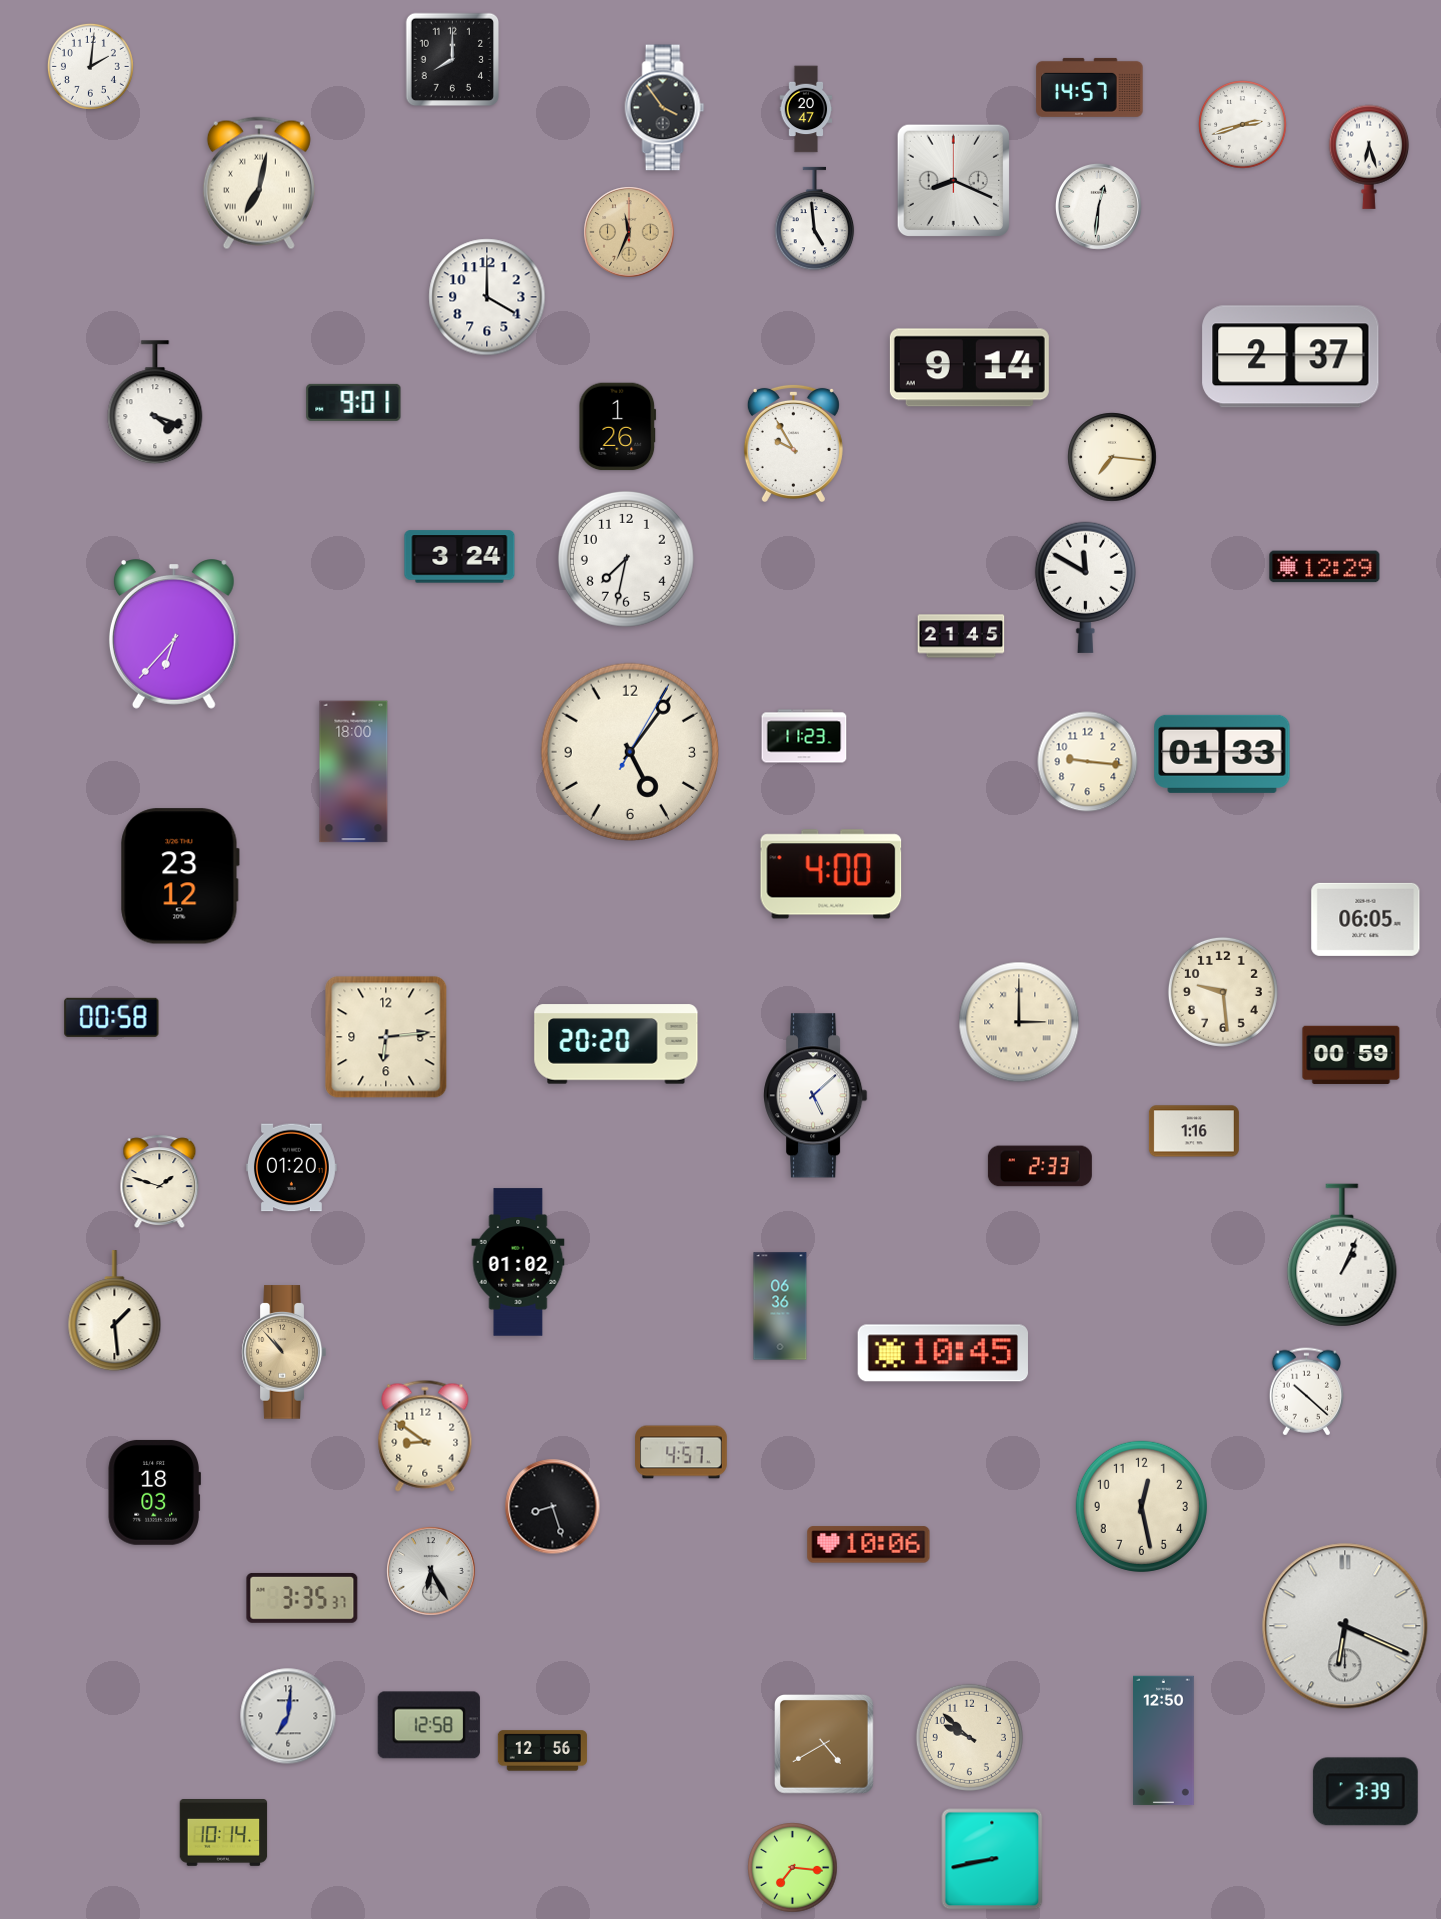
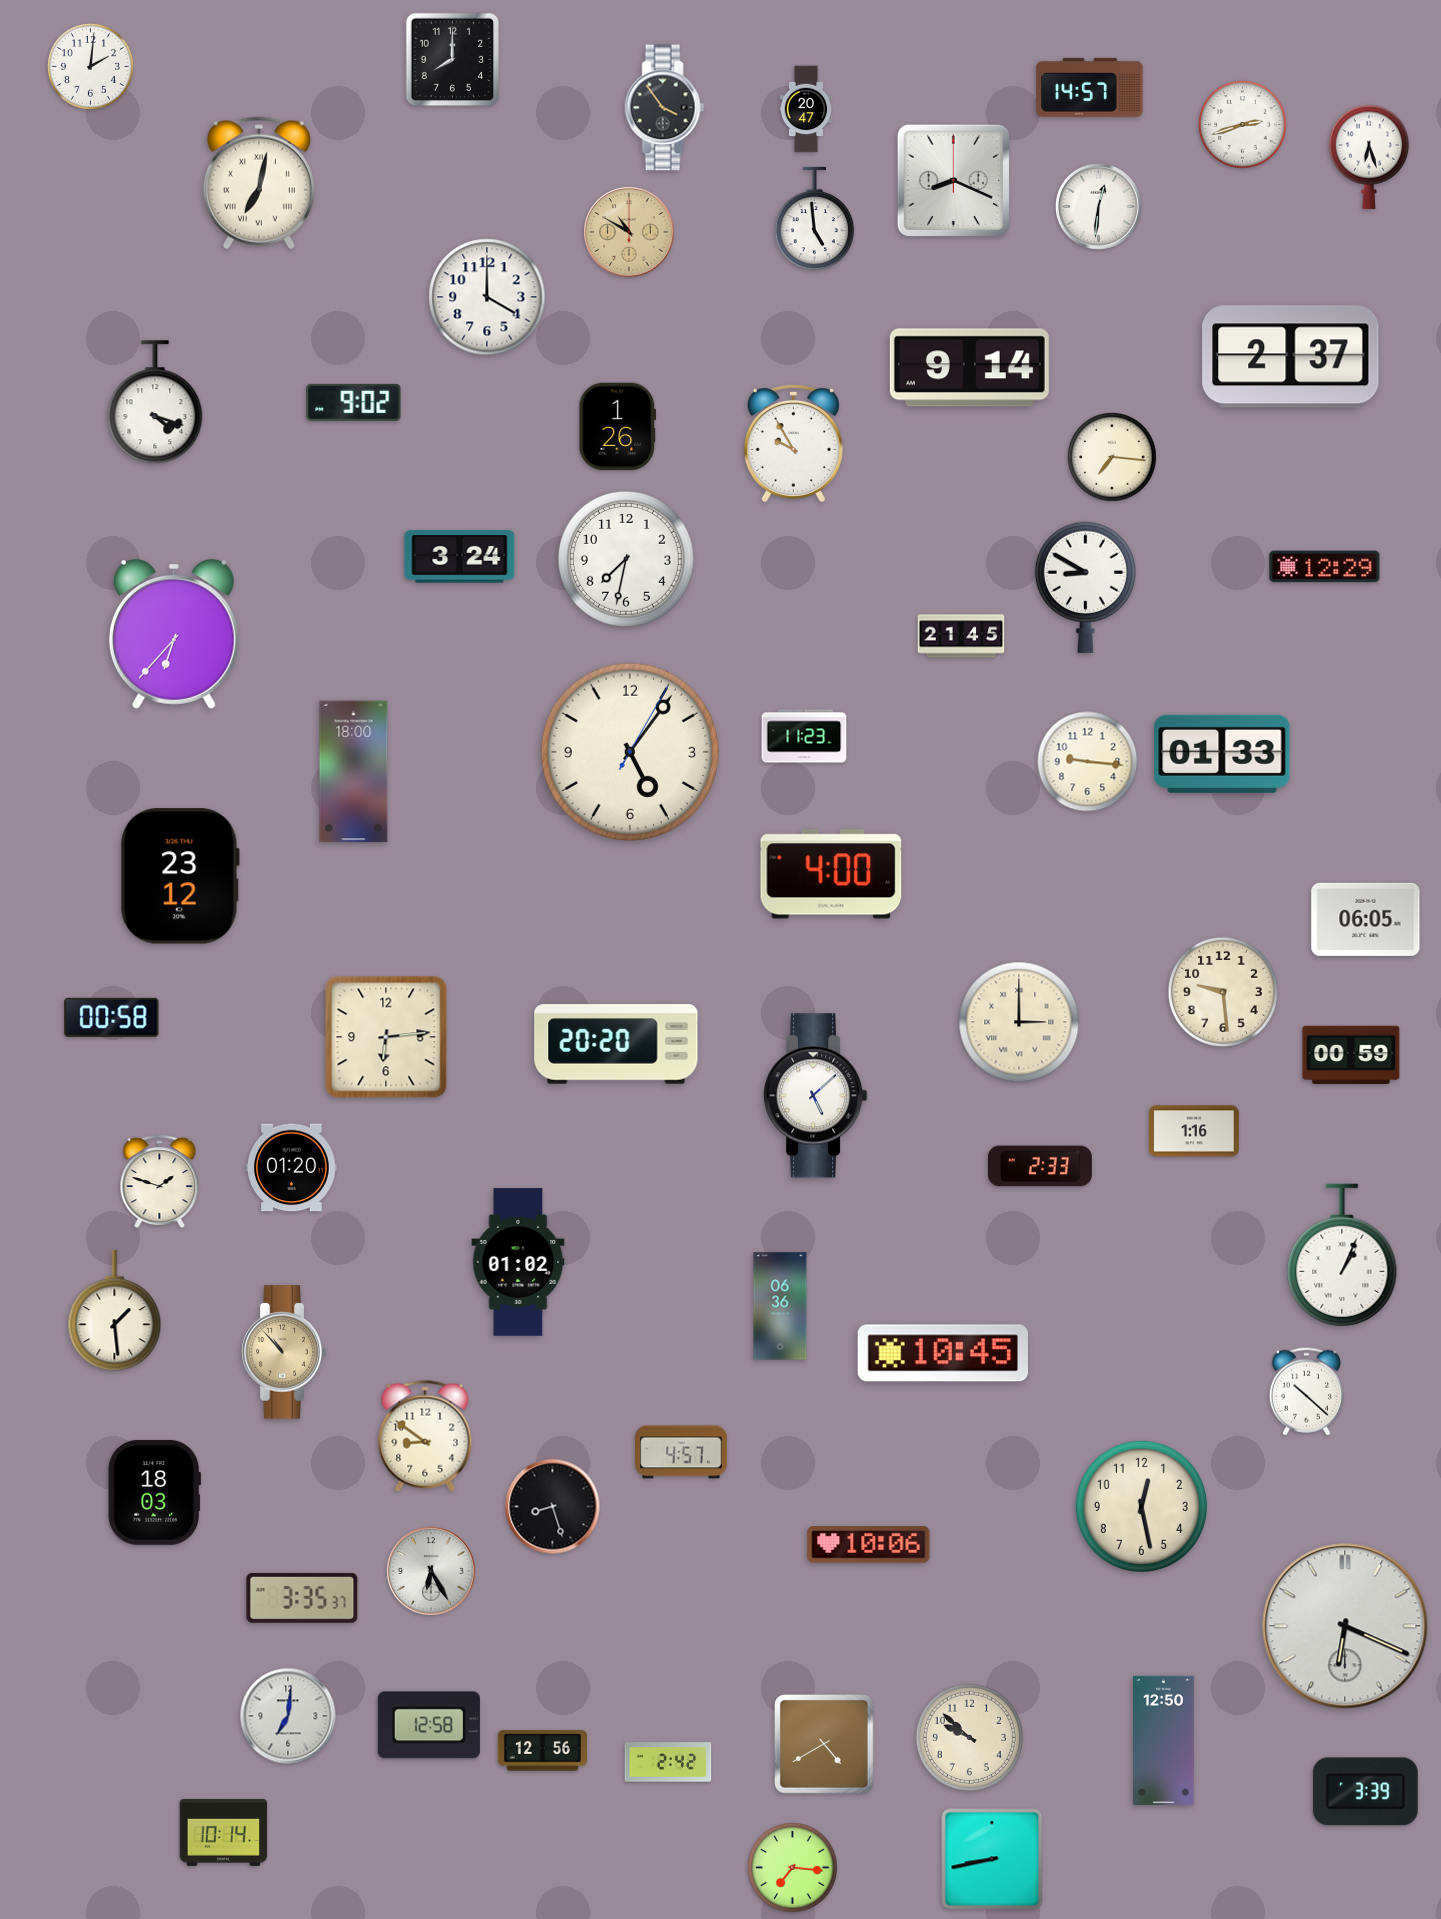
clock at (629, 232): 11:34 -> 10:50
clock at (354, 402): 9:01 -> 9:02
clock at (1085, 587): 11:50 -> 8:50
clock at (668, 1762): none -> 2:42
